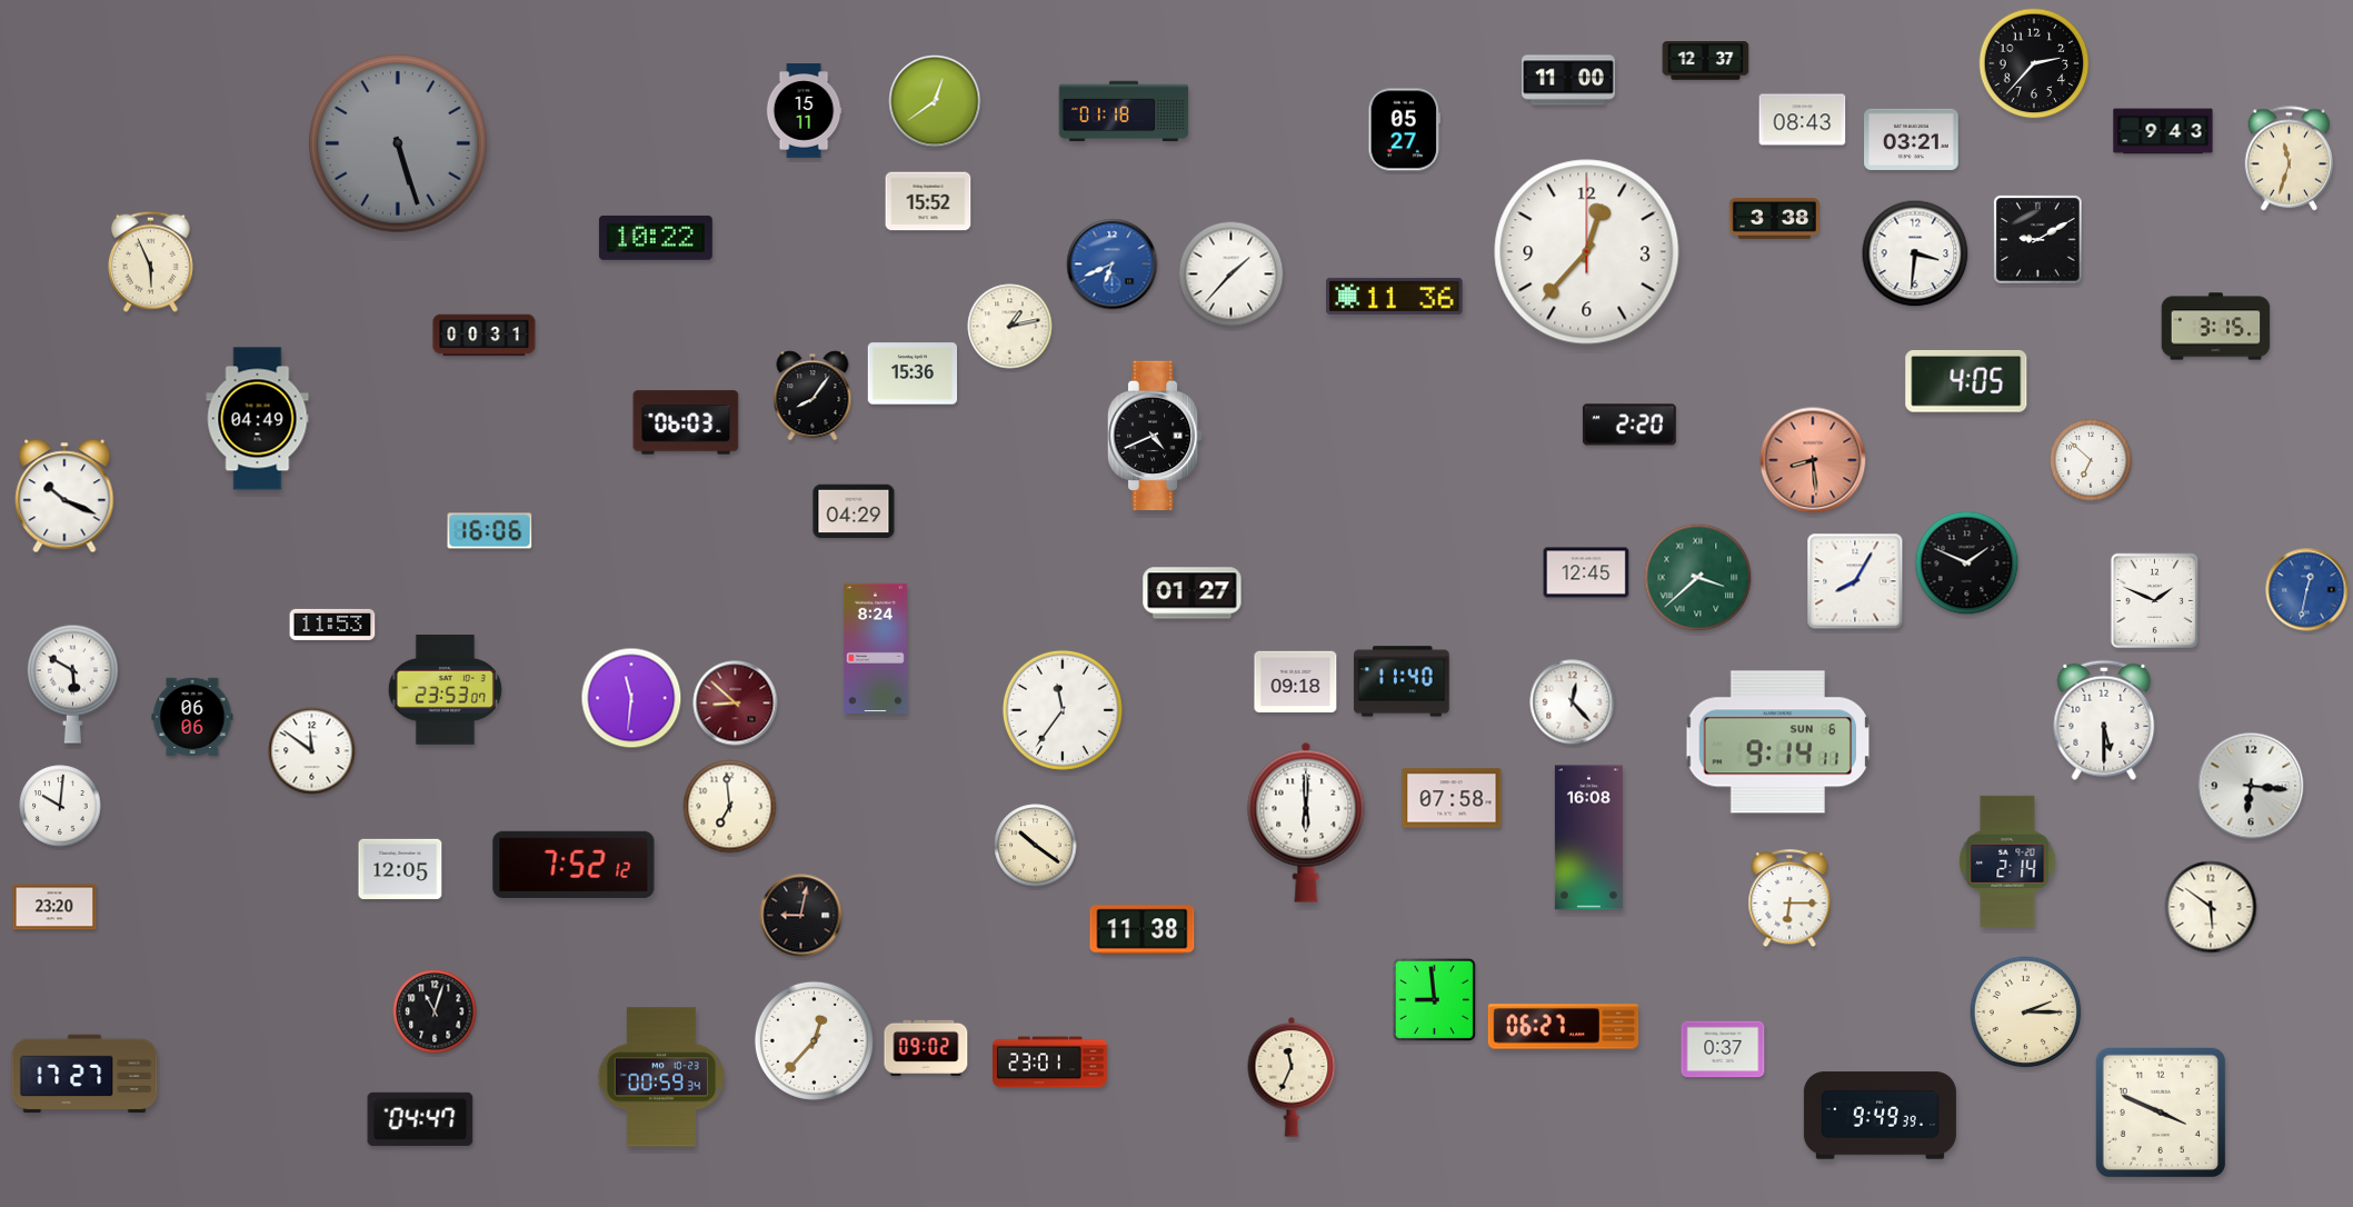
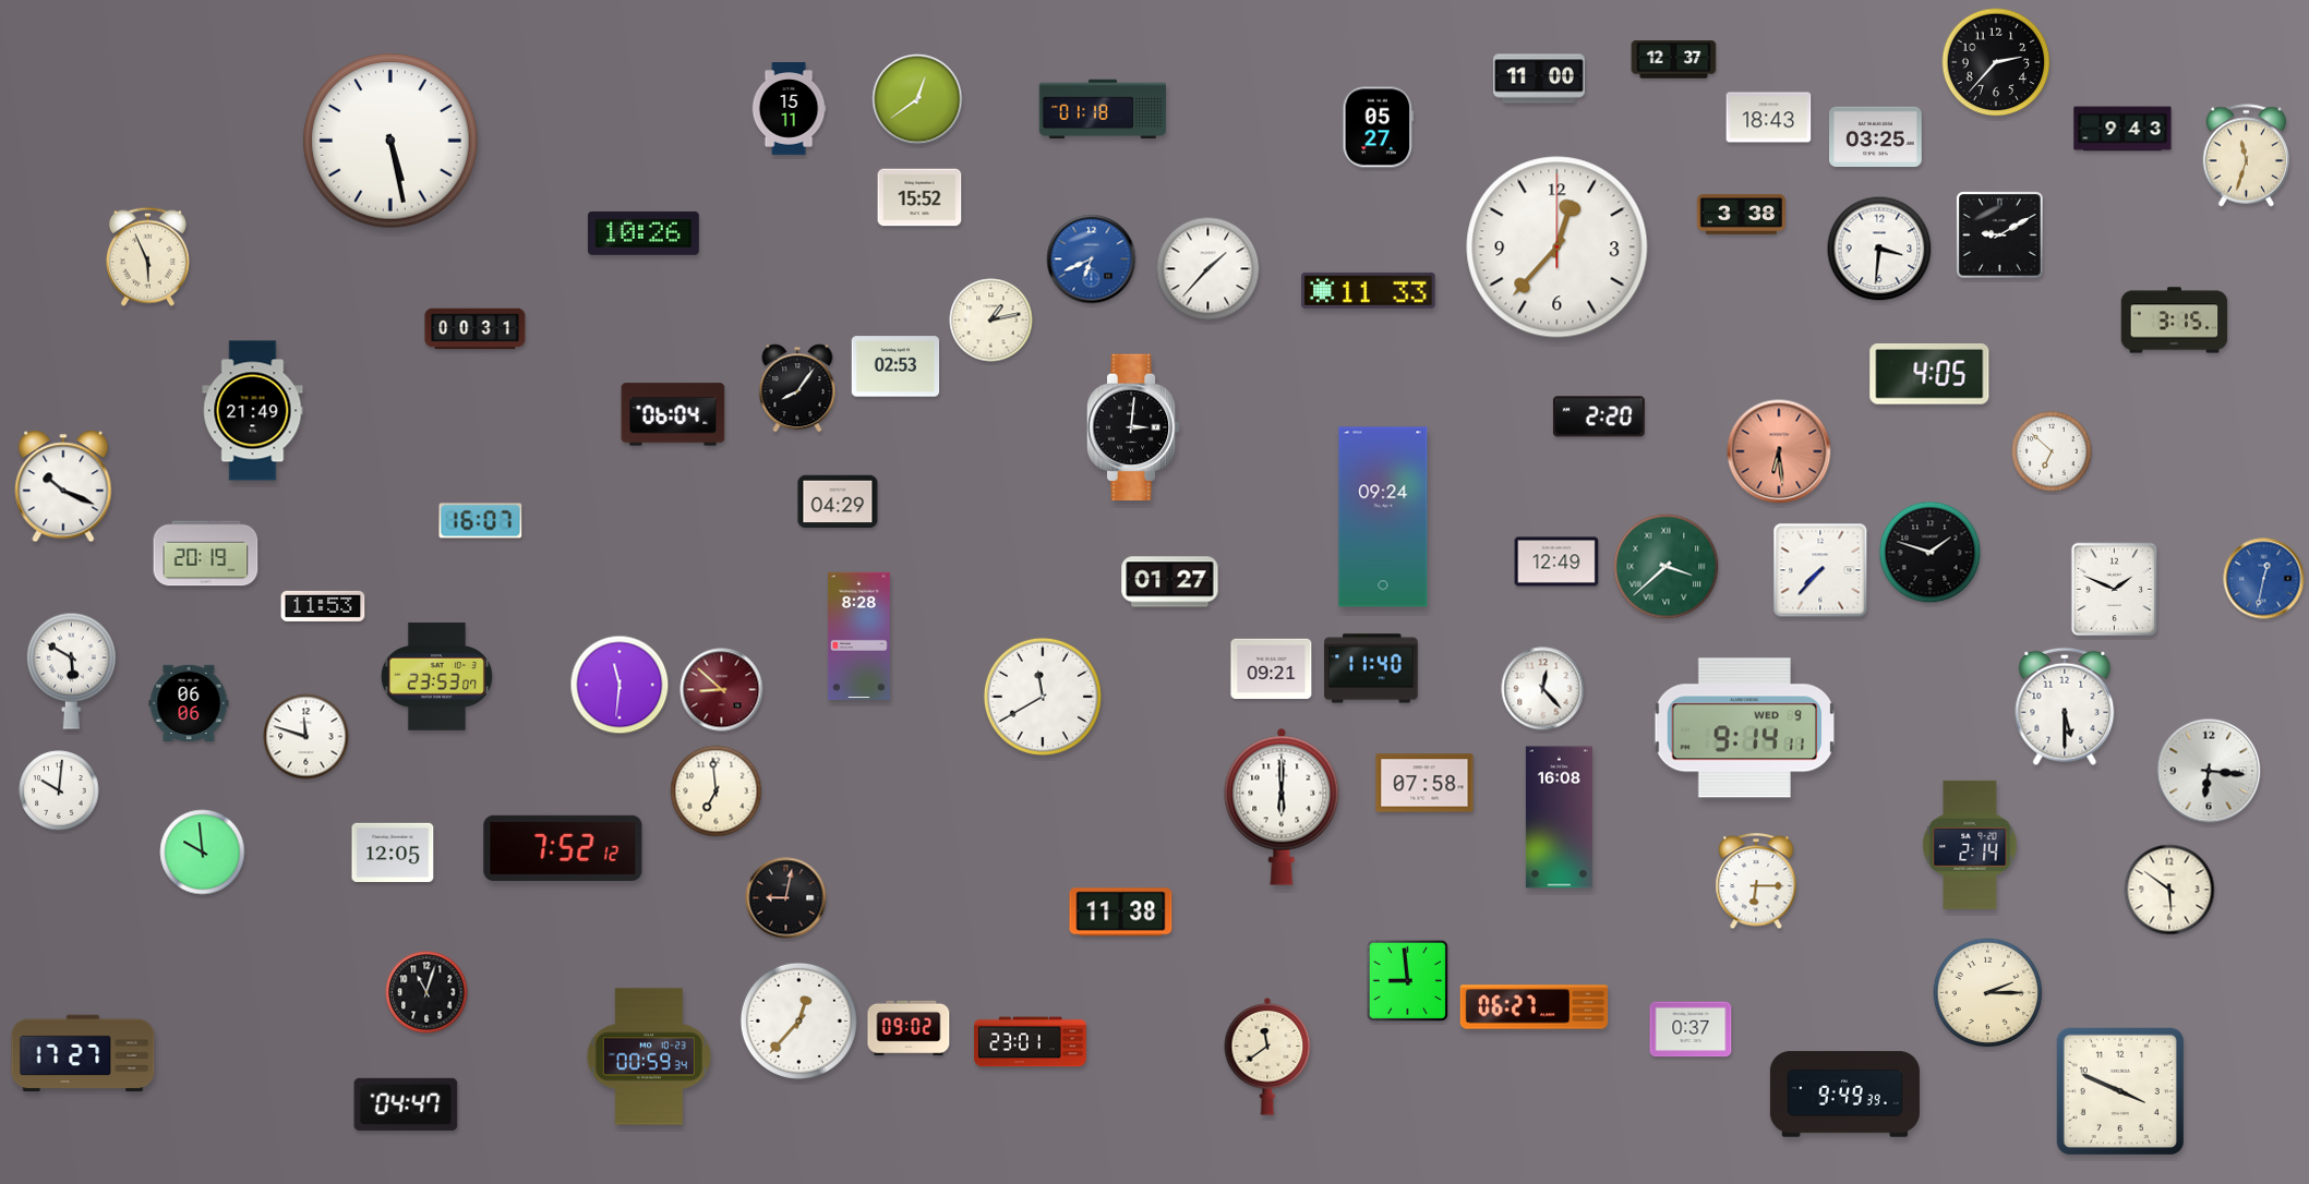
clock at (1803, 120): 08:43 -> 18:43
clock at (1912, 139): 03:21 -> 03:25
clock at (398, 143): 5:27 -> 5:28
clock at (398, 143) dial: grey -> white
clock at (928, 201) position: (928, 201) -> (919, 197)
clock at (656, 238): 10:22 -> 10:26
clock at (1395, 296): 11:36 -> 11:33
clock at (913, 373): 15:36 -> 02:53
clock at (258, 419): 04:49 -> 21:49
clock at (686, 422): 06:03 -> 06:04
clock at (1155, 436): 4:41 -> 3:01
clock at (1813, 460): 8:29 -> 6:29
clock at (1383, 517): none -> 09:24
clock at (490, 531): 16:06 -> 16:07
clock at (1967, 563): 1:49 -> 1:48
clock at (206, 554): none -> 20:19
clock at (1586, 572): 12:45 -> 12:49
clock at (1855, 581): 8:05 -> 7:37
clock at (332, 625) position: (332, 625) -> (323, 606)
clock at (875, 648): 8:24 -> 8:28
clock at (1402, 681) position: (1402, 681) -> (1371, 668)
clock at (1296, 682): 09:18 -> 09:21
clock at (1063, 710): 11:36 -> 11:40
clock at (1778, 742) date: SUN 6 -> WED 9
clock at (312, 751): 11:51 -> 11:48
clock at (1588, 838) position: (1588, 838) -> (1559, 818)
clock at (1036, 846): 10:21 -> none
clock at (203, 853): none -> 9:59
clock at (54, 907): 23:20 -> none
clock at (1292, 1077): 11:34 -> 11:39
clock at (420, 1119) position: (420, 1119) -> (406, 1104)
